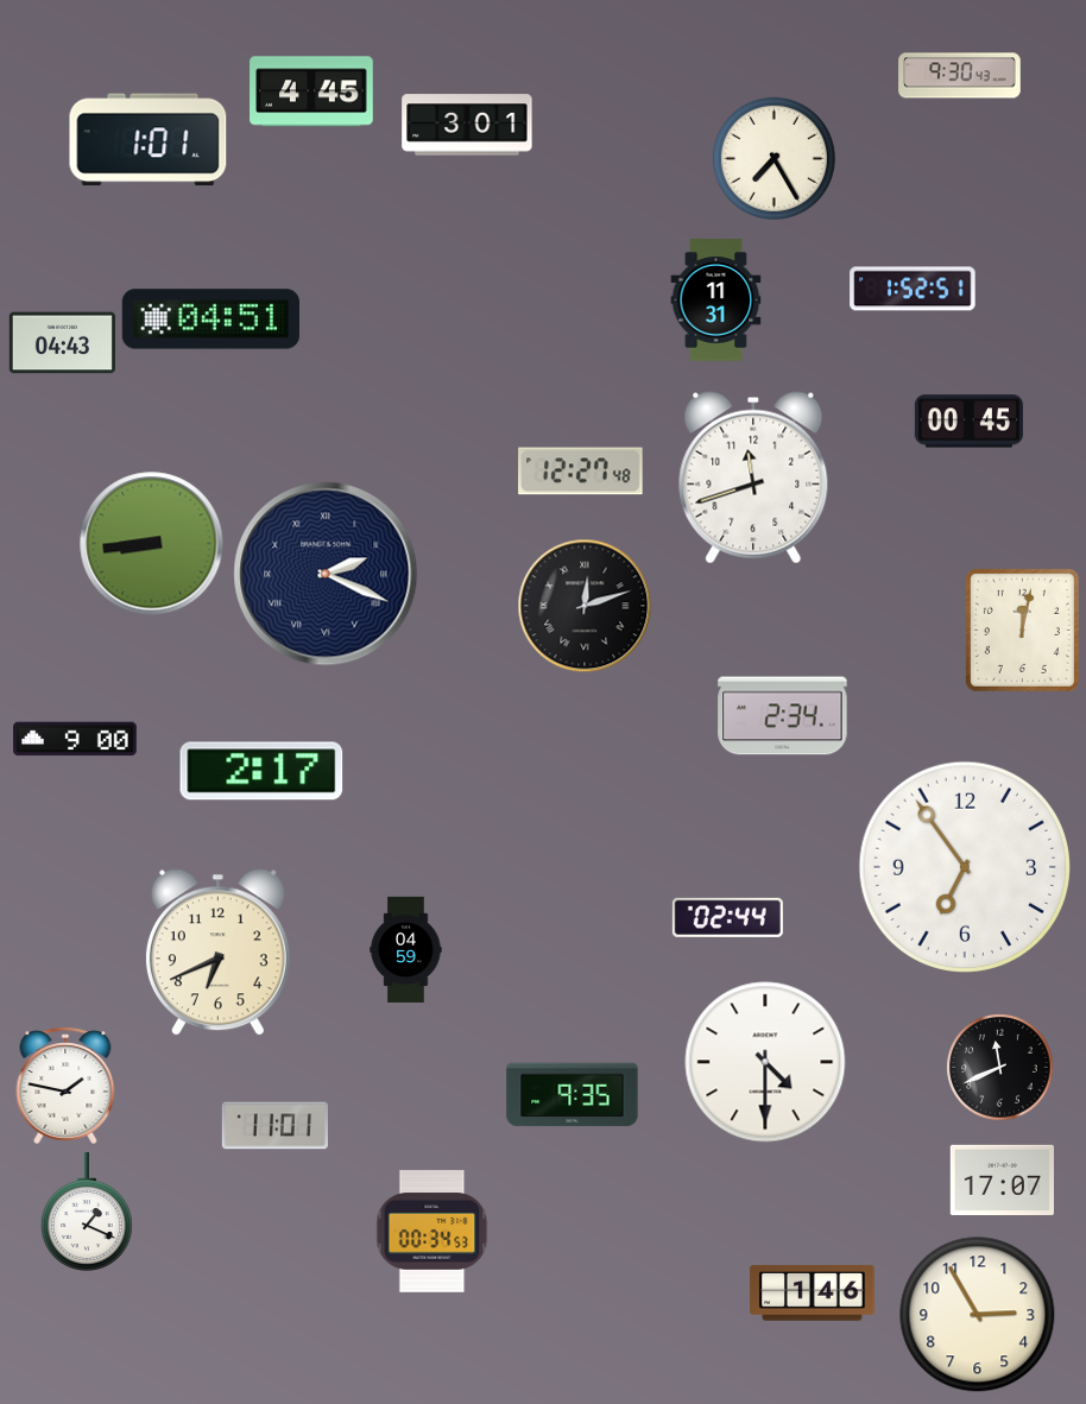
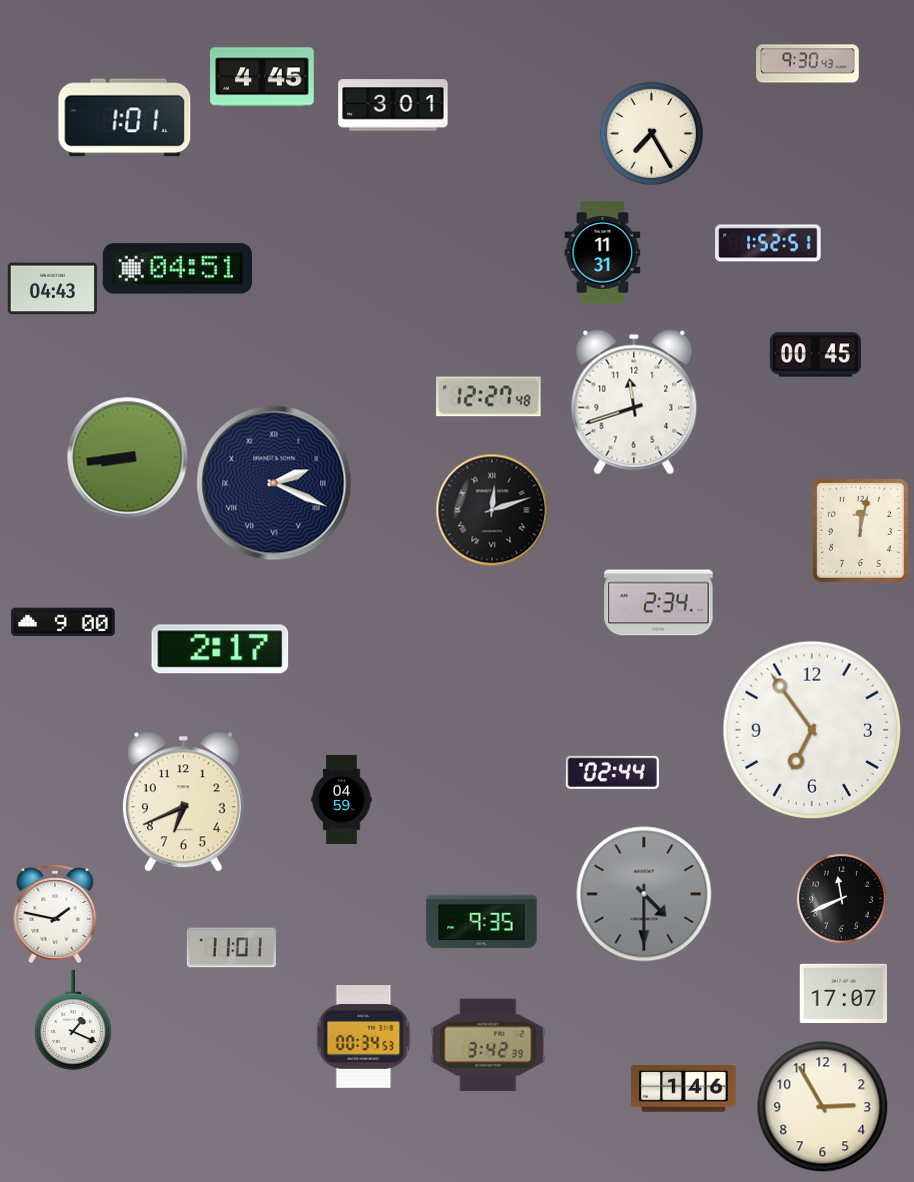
clock at (765, 1062) dial: white -> grey
clock at (488, 1045): none -> 3:42
